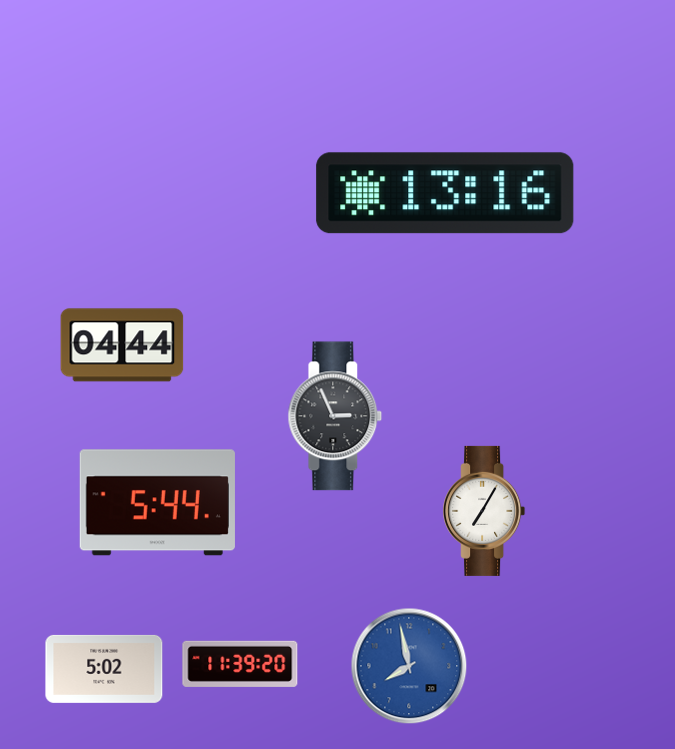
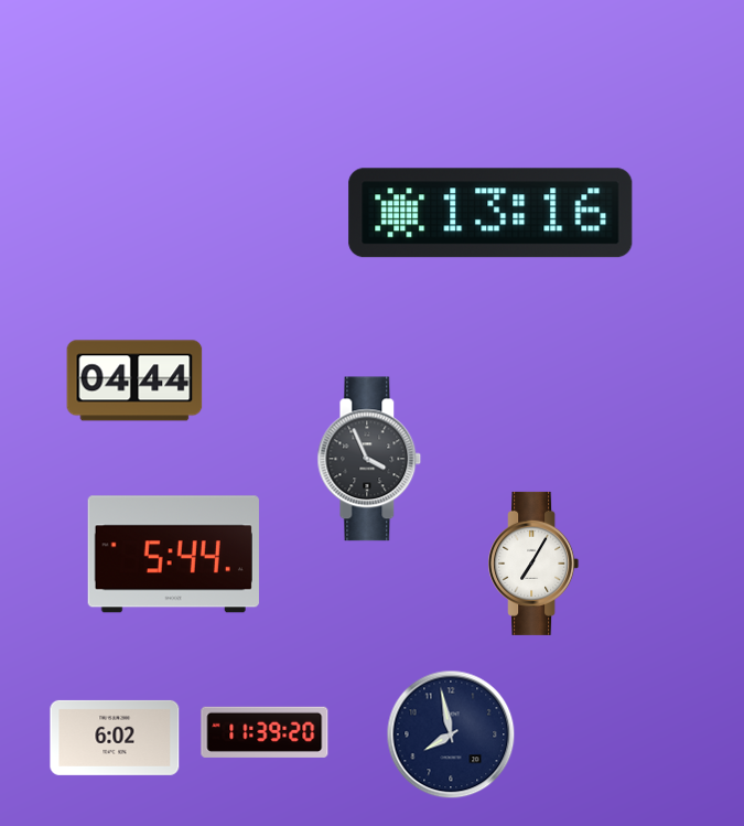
clock at (335, 416): 2:56 -> 3:56
clock at (409, 666) dial: blue -> navy
clock at (104, 669): 5:02 -> 6:02
